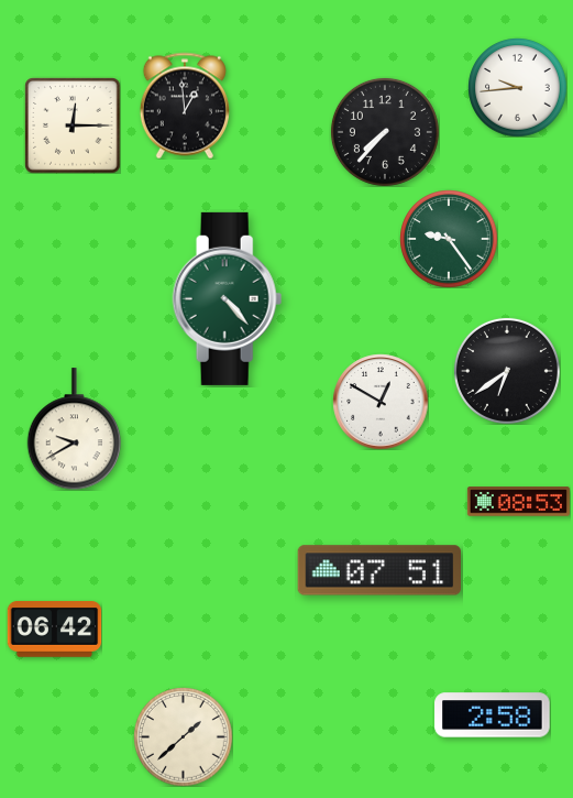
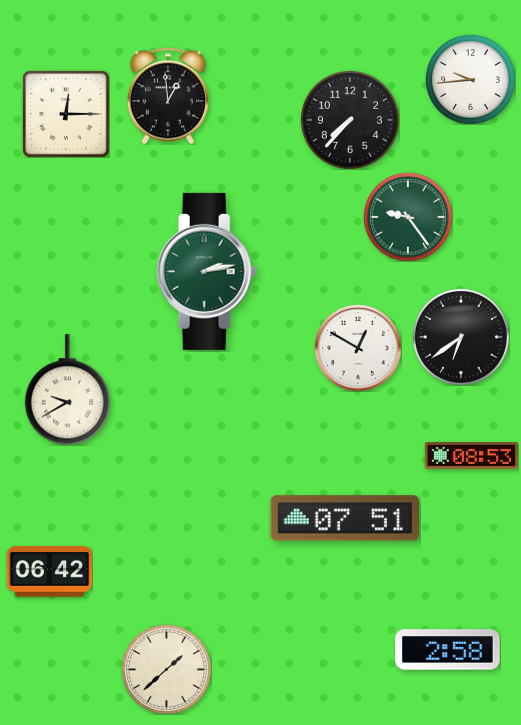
clock at (228, 298): 4:23 -> 2:13
clock at (381, 402) position: (381, 402) -> (358, 348)
